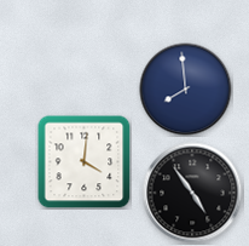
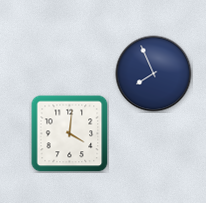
clock at (186, 90): 7:59 -> 7:56
clock at (192, 193): 4:54 -> none
